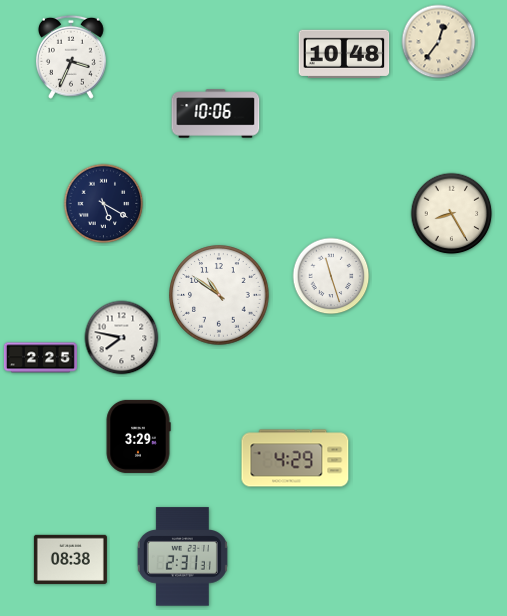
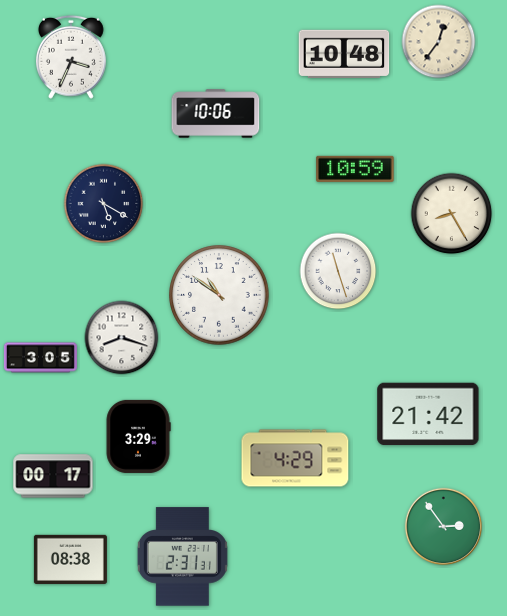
clock at (355, 169): none -> 10:59
clock at (331, 276) position: (331, 276) -> (338, 271)
clock at (122, 338): 7:47 -> 8:18
clock at (40, 358): 2:25 -> 3:05
clock at (428, 414): none -> 21:42
clock at (53, 476): none -> 00:17
clock at (443, 526): none -> 2:54
